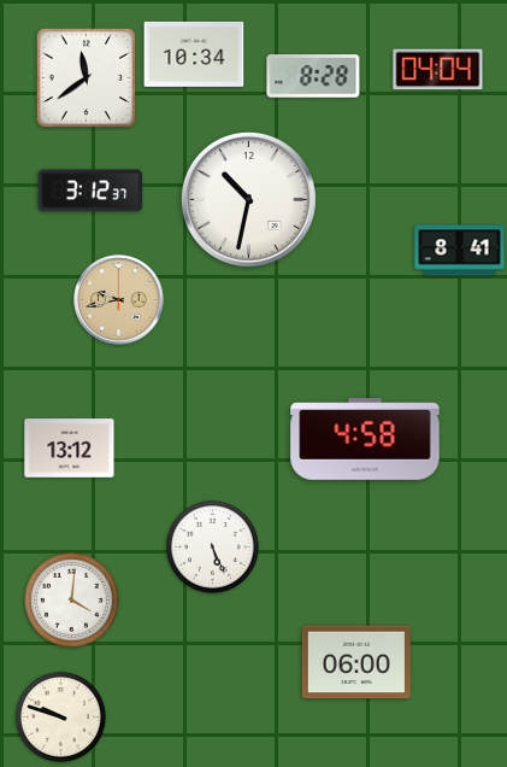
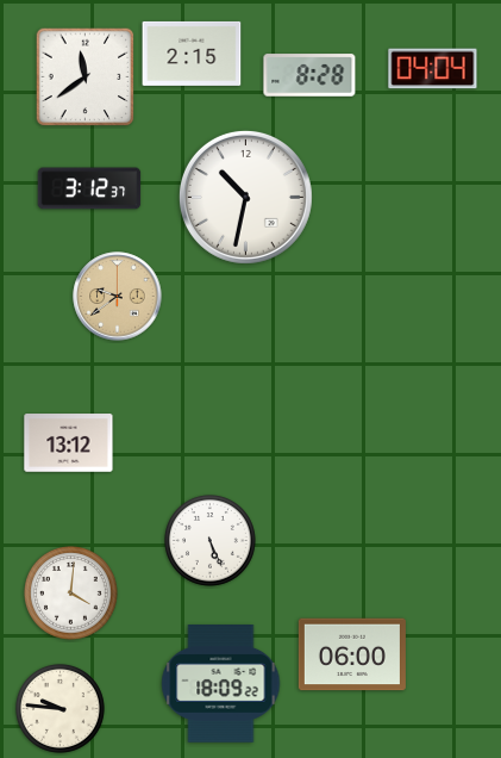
clock at (194, 54): 10:34 -> 2:15
clock at (460, 251): 8:41 -> none
clock at (119, 300): 9:43 -> 9:39
clock at (365, 440): 4:58 -> none
clock at (221, 684): none -> 18:09
clock at (60, 716): 9:48 -> 9:46
